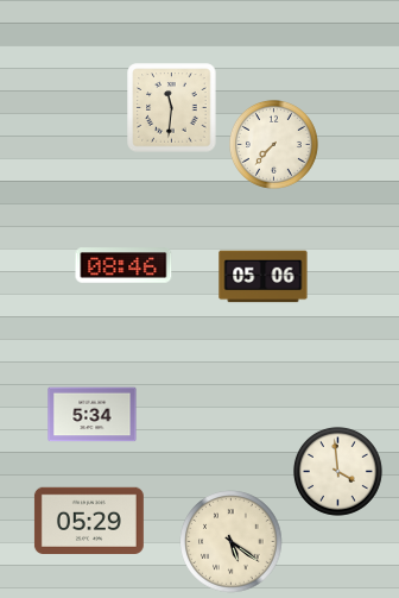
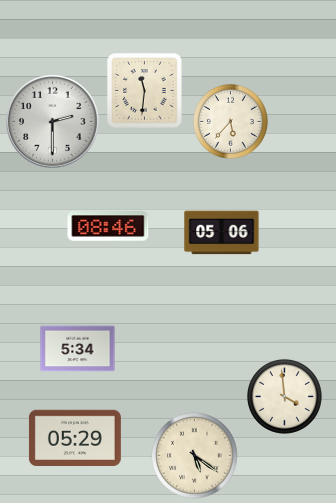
clock at (273, 144): 7:37 -> 5:37
clock at (53, 122): none -> 2:30
clock at (123, 265) position: (123, 265) -> (108, 226)
